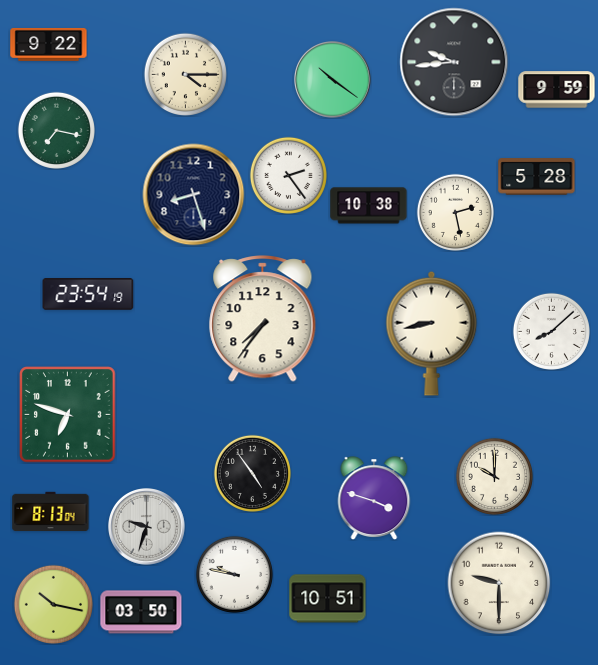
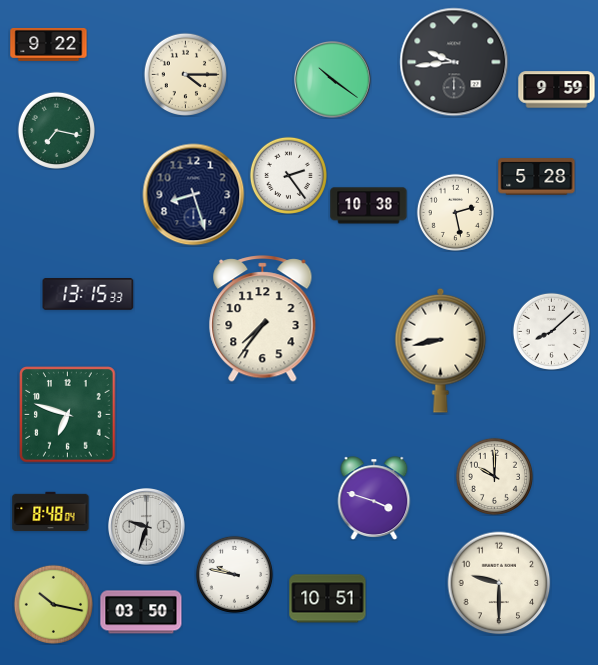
clock at (88, 294): 23:54 -> 13:15
clock at (432, 333) position: (432, 333) -> (441, 350)
clock at (252, 473): 4:54 -> none
clock at (51, 512): 8:13 -> 8:48
